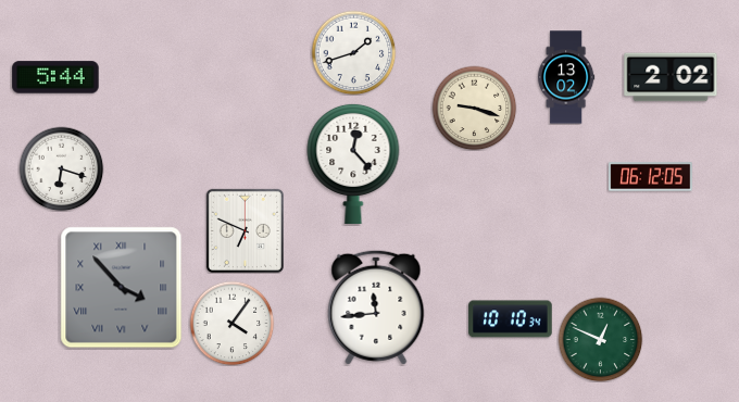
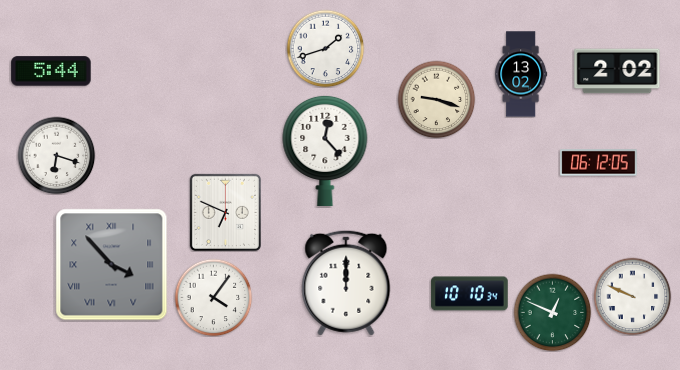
clock at (566, 77) position: (566, 77) -> (521, 74)
clock at (376, 307): 11:44 -> 12:00
clock at (632, 296): none -> 9:49
